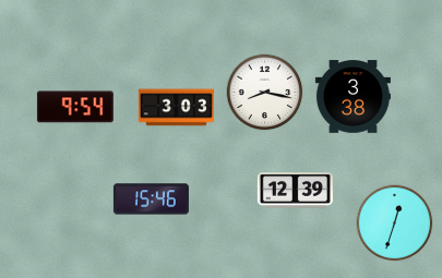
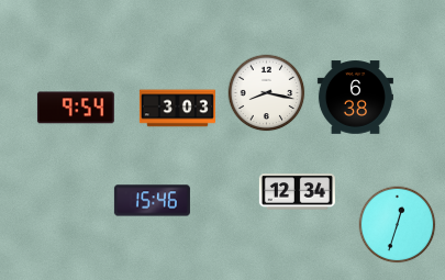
clock at (353, 97): 3:38 -> 6:38
clock at (295, 191): 12:39 -> 12:34
